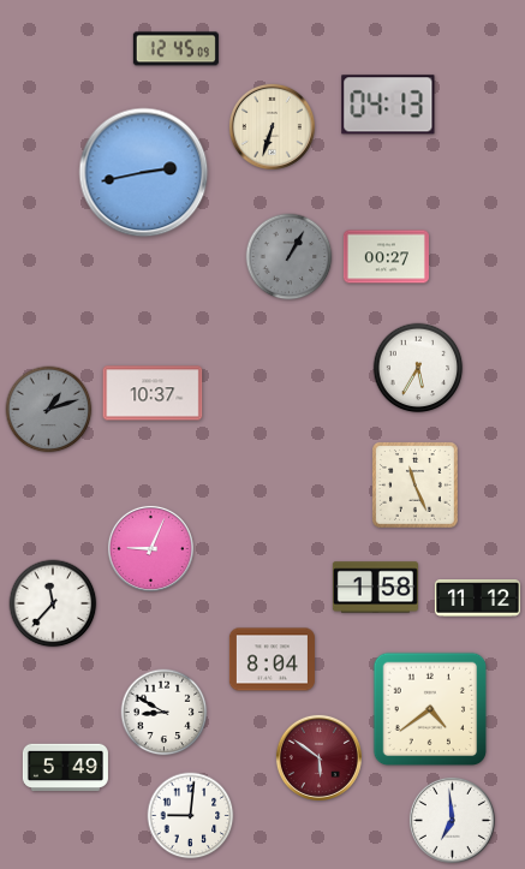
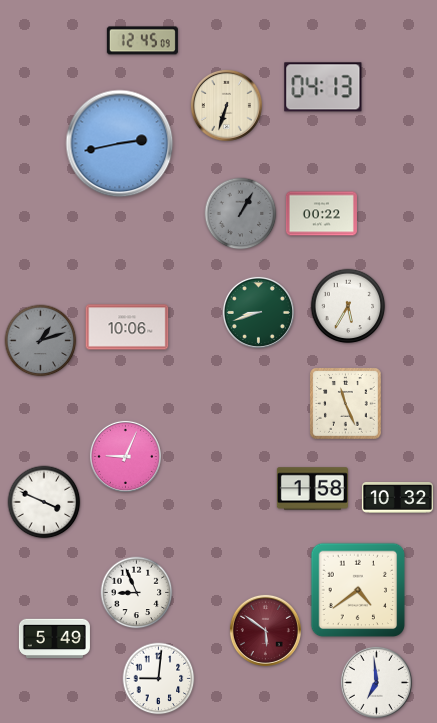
clock at (175, 49) position: (175, 49) -> (142, 41)
clock at (386, 257): 00:27 -> 00:22
clock at (258, 312): none -> 8:42
clock at (153, 393): 10:37 -> 10:06
clock at (477, 599): 11:12 -> 10:32
clock at (53, 603): 11:37 -> 3:49
clock at (272, 660): 8:04 -> none
clock at (165, 713): 8:50 -> 8:56
